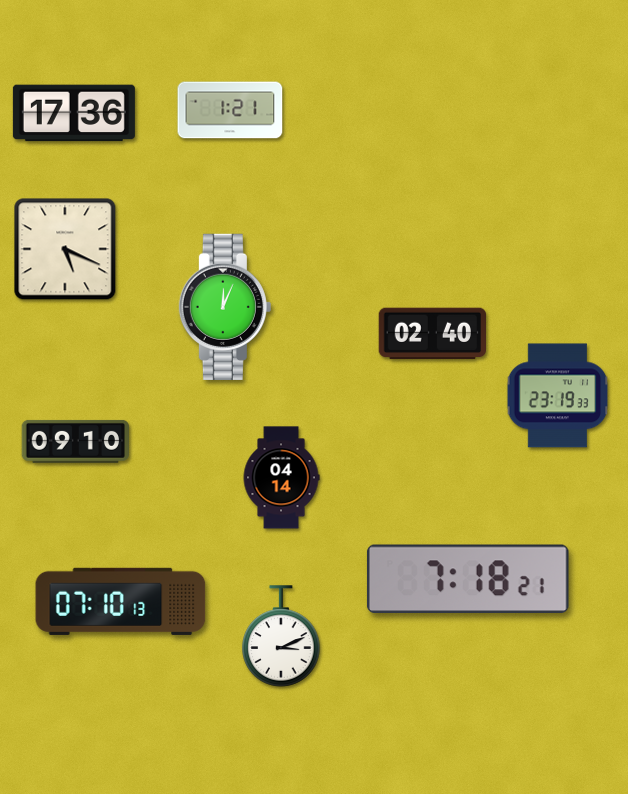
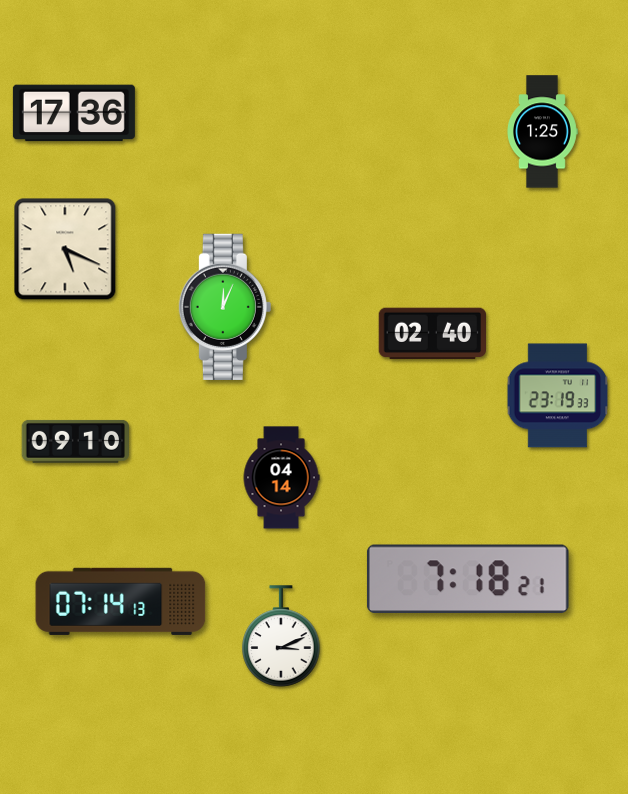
clock at (230, 110): 1:21 -> none
clock at (542, 132): none -> 1:25
clock at (121, 601): 07:10 -> 07:14
